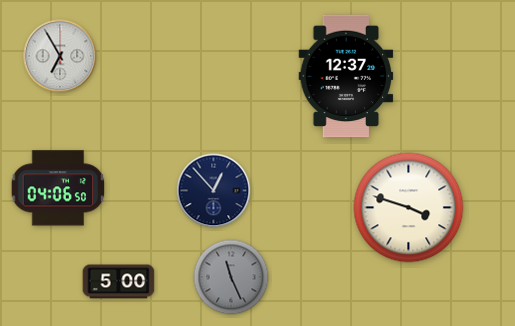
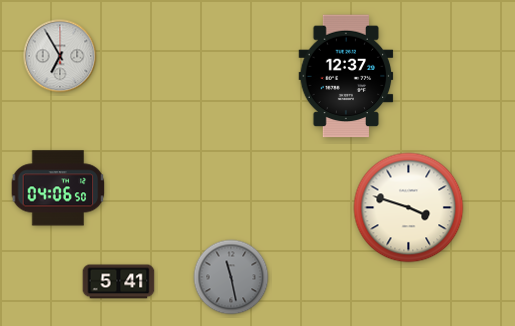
clock at (214, 191): 12:53 -> none
clock at (231, 277): 11:26 -> 11:28
clock at (119, 282): 5:00 -> 5:41
